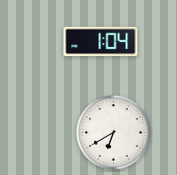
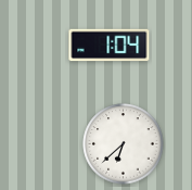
clock at (114, 133): 6:40 -> 6:38
